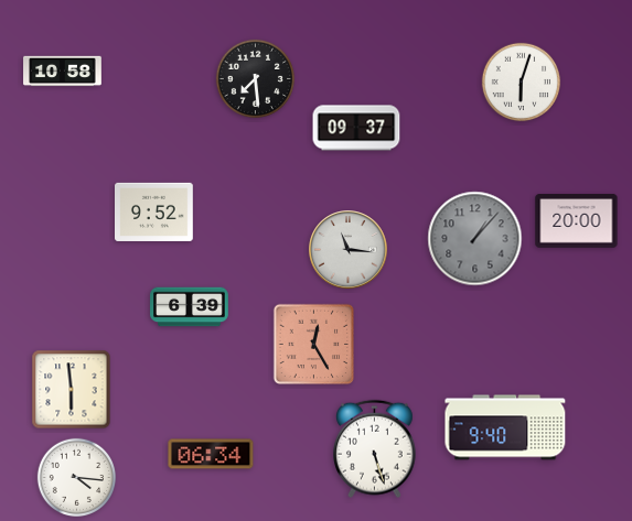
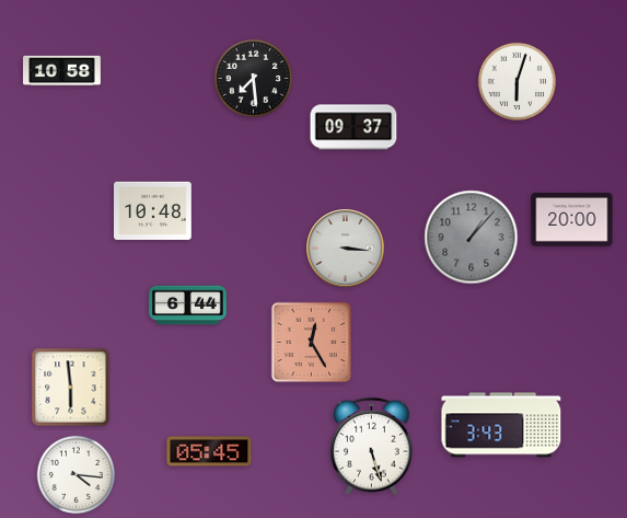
clock at (154, 211): 9:52 -> 10:48
clock at (349, 250): 11:16 -> 3:16
clock at (190, 307): 6:39 -> 6:44
clock at (505, 427): 9:40 -> 3:43
clock at (211, 454): 06:34 -> 05:45
